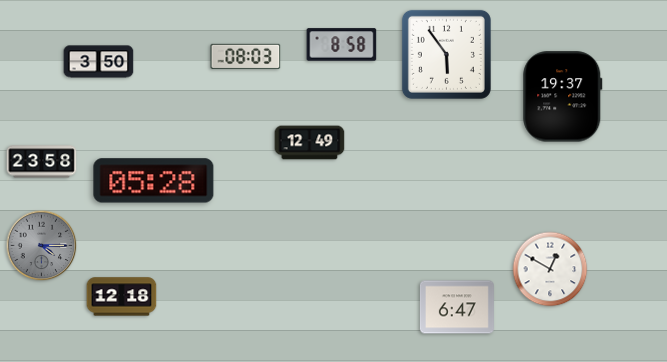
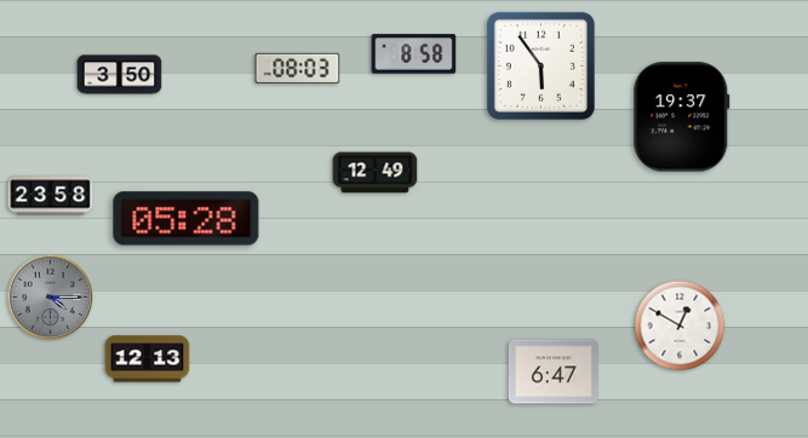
clock at (550, 269) position: (550, 269) -> (680, 325)
clock at (122, 297): 12:18 -> 12:13
